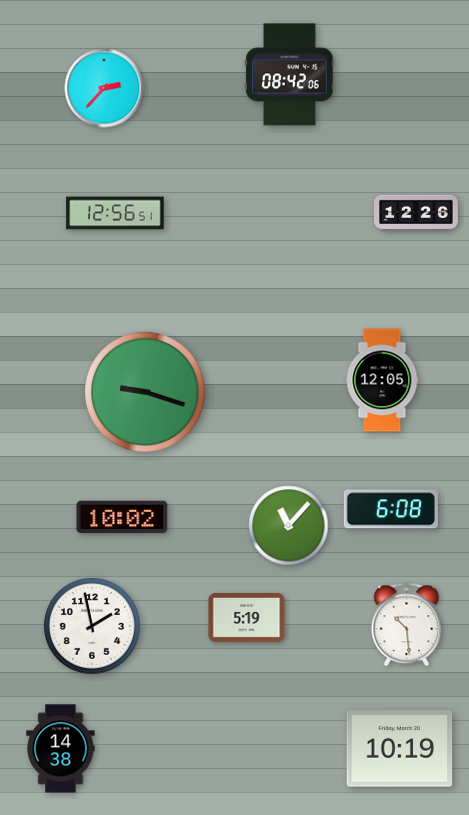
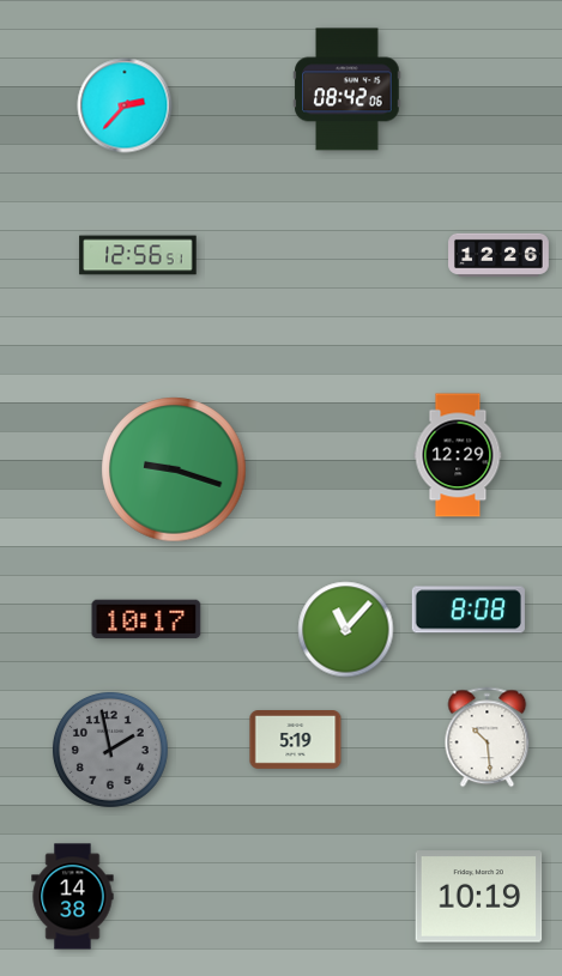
clock at (382, 380): 12:05 -> 12:29
clock at (391, 509): 6:08 -> 8:08
clock at (122, 517): 10:02 -> 10:17
clock at (407, 625) position: (407, 625) -> (488, 738)
clock at (92, 626) dial: white -> grey
